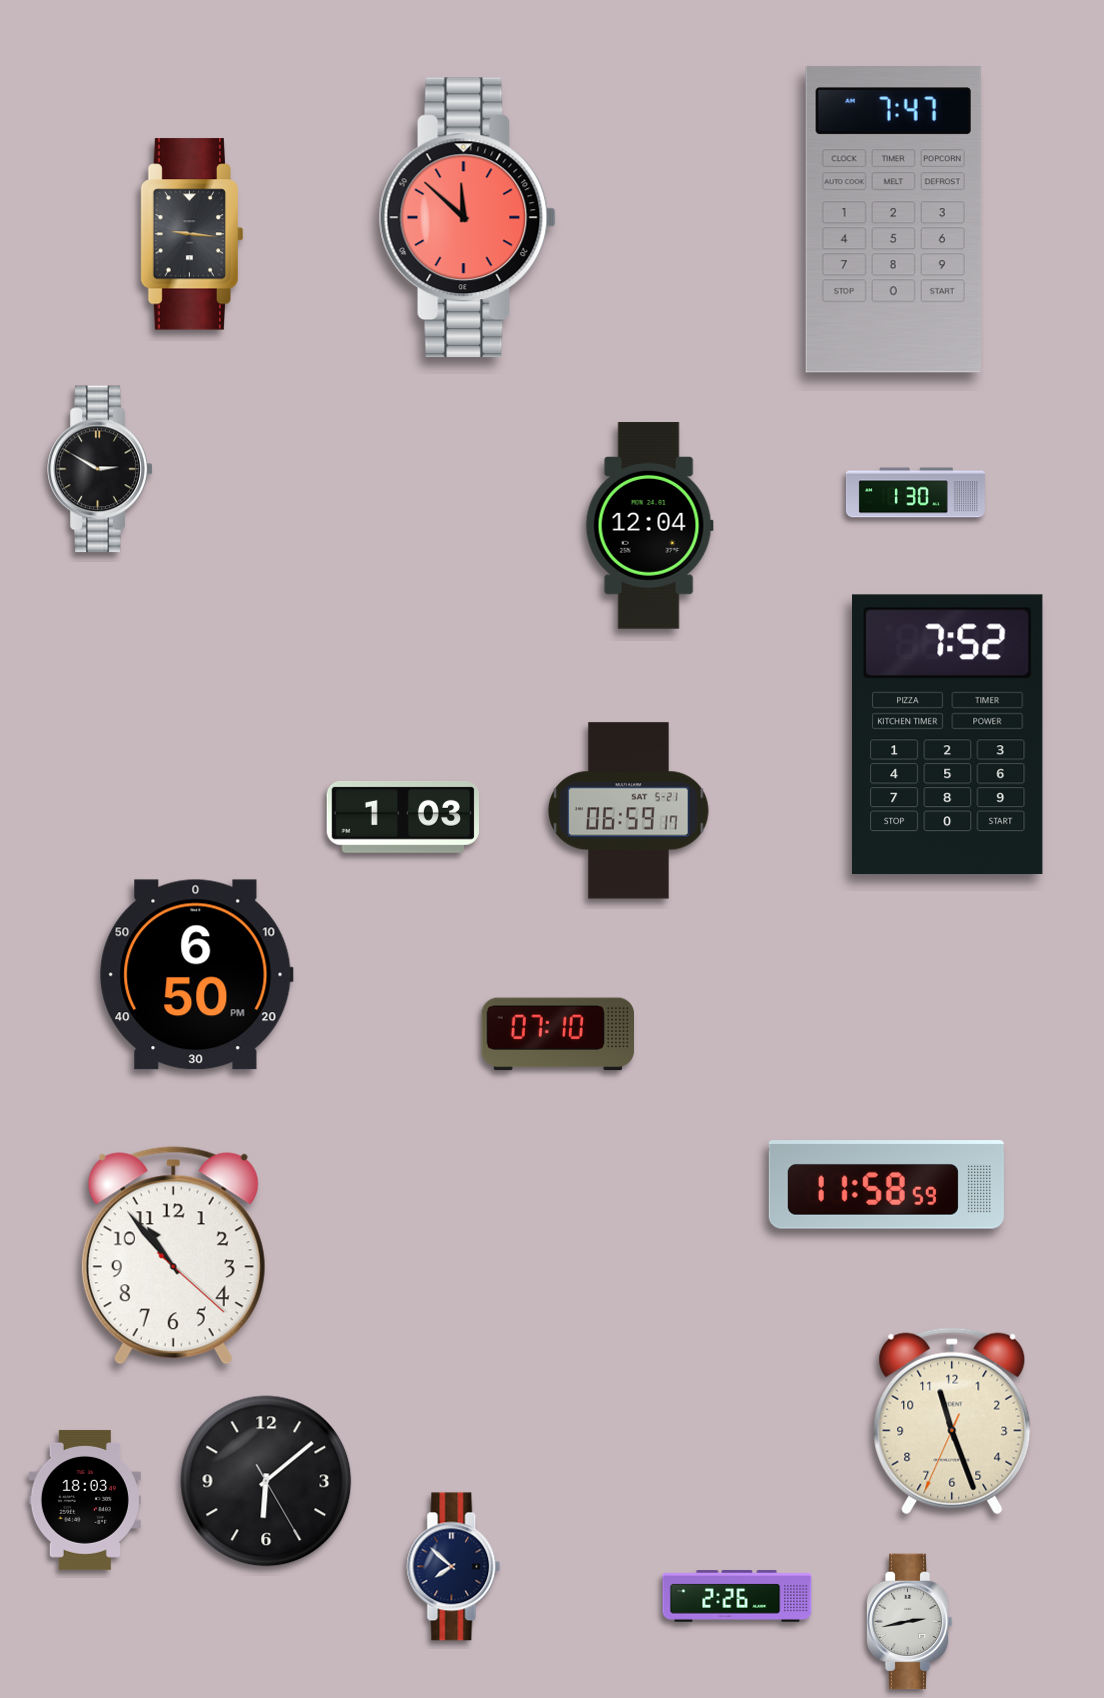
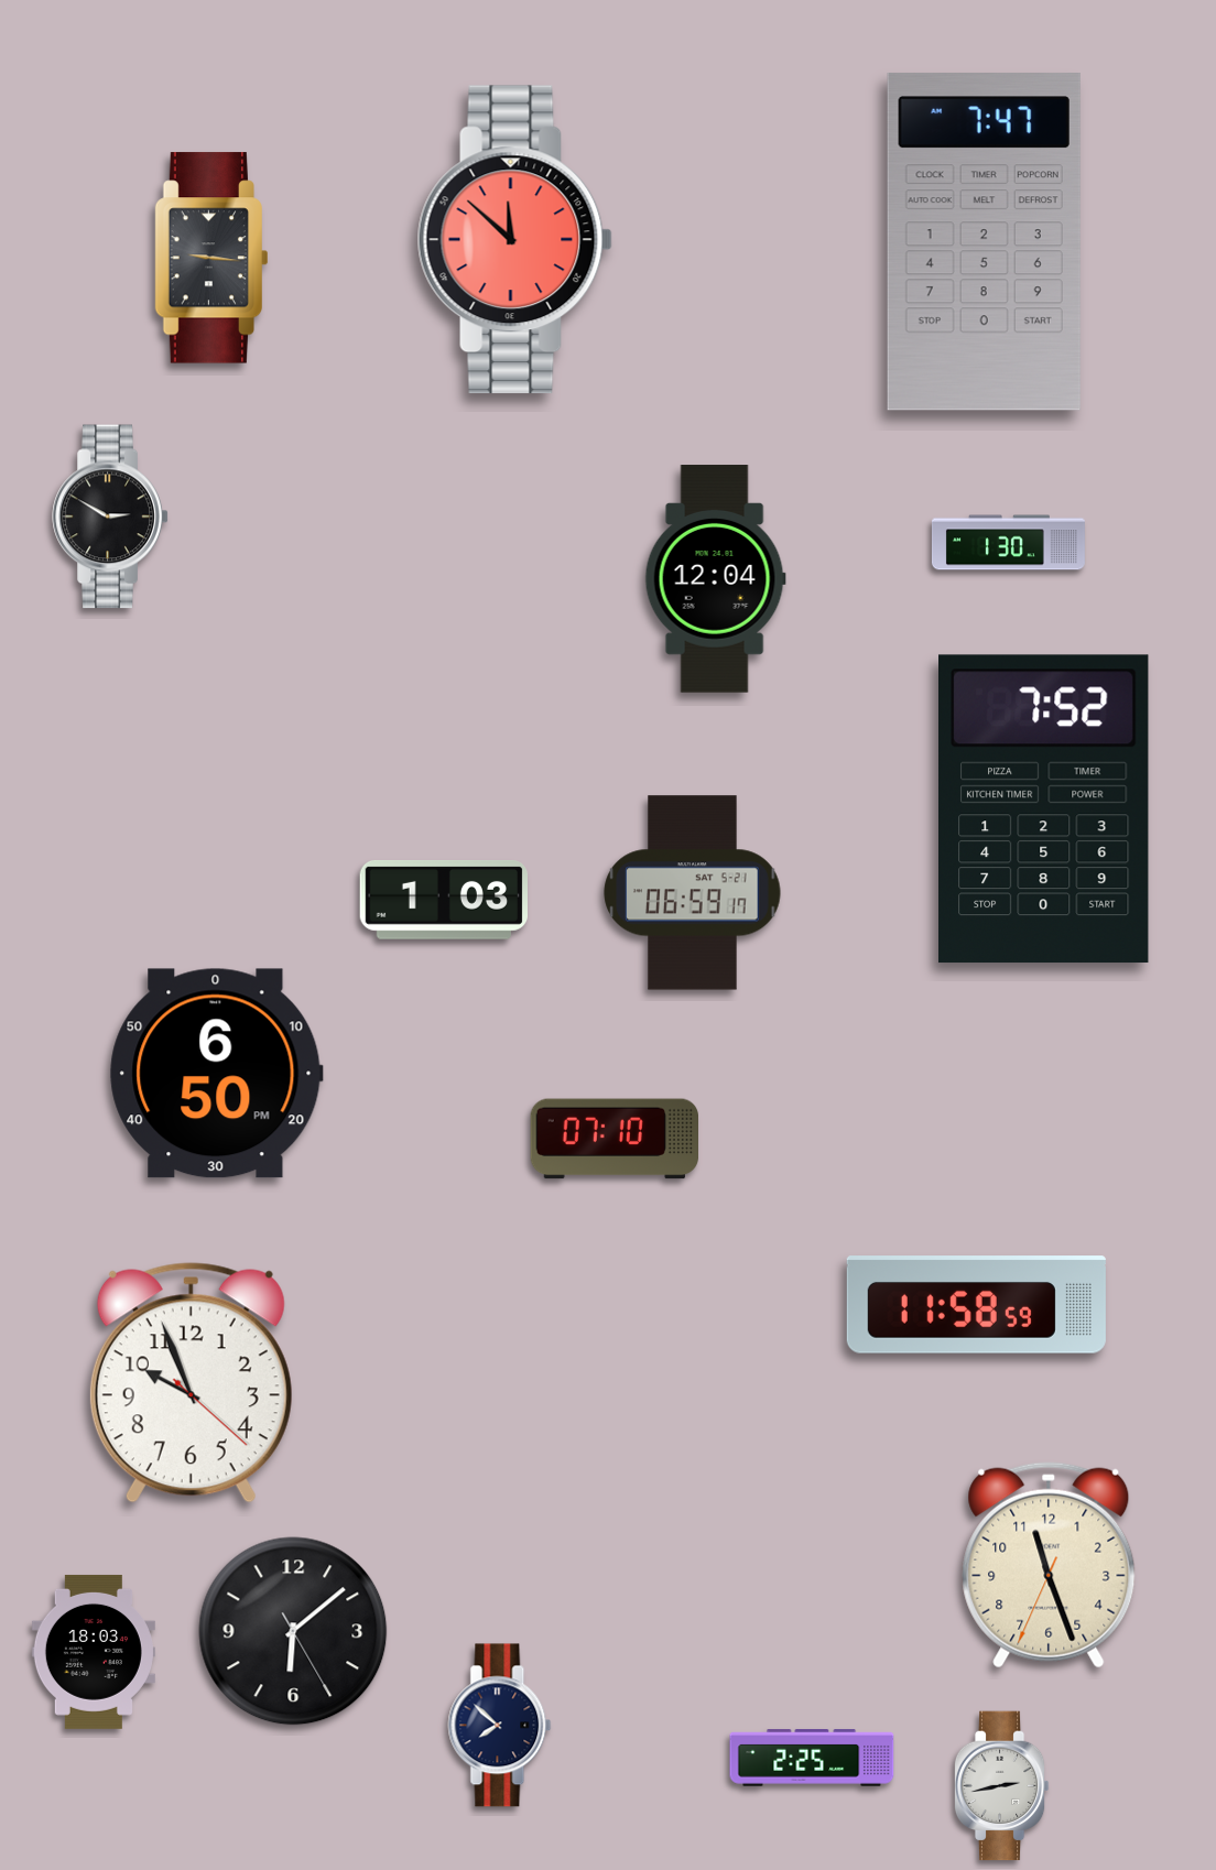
clock at (173, 1256): 10:53 -> 9:56
clock at (737, 1596): 2:26 -> 2:25
